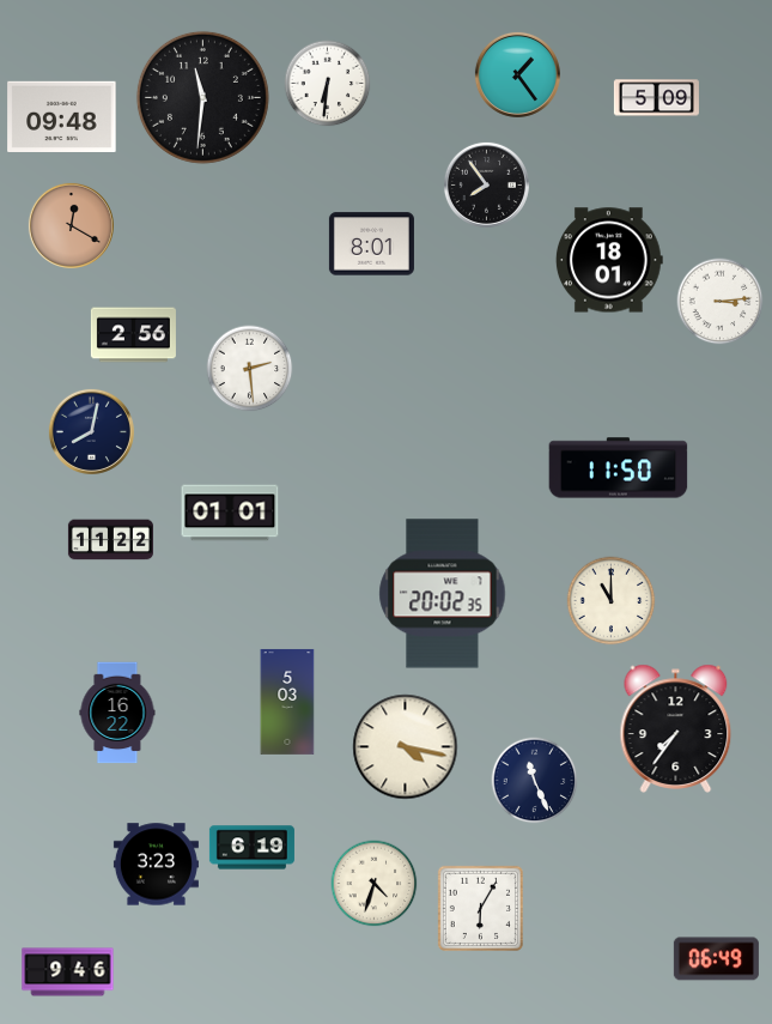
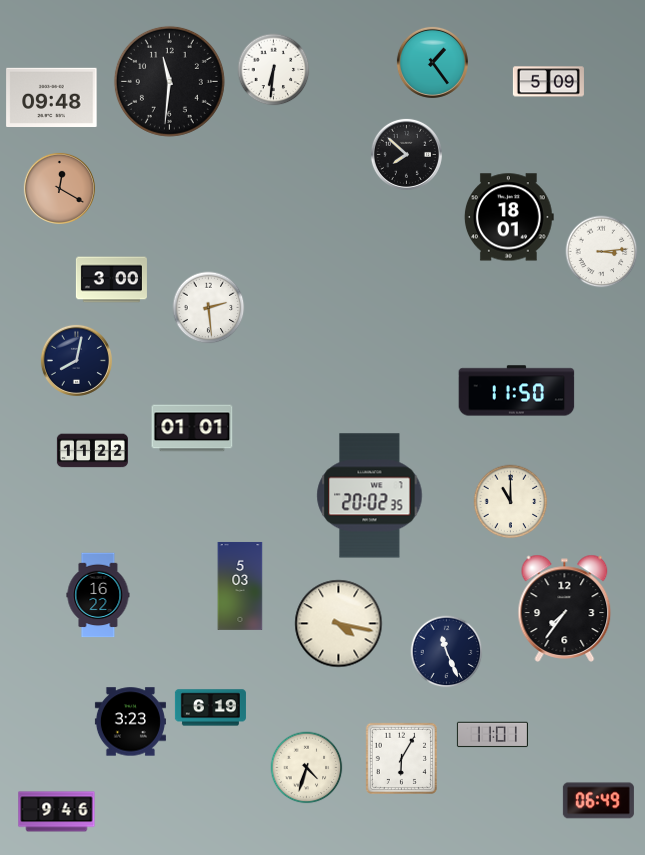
clock at (486, 184): 7:54 -> 7:52
clock at (371, 244): 8:01 -> none
clock at (133, 335): 2:56 -> 3:00
clock at (492, 735): none -> 11:01
clock at (375, 884) position: (375, 884) -> (307, 768)
